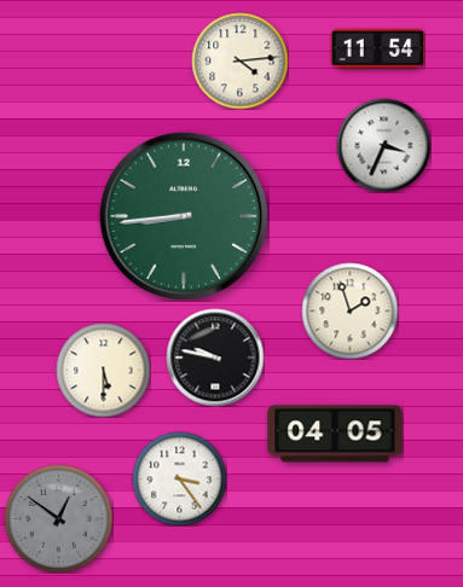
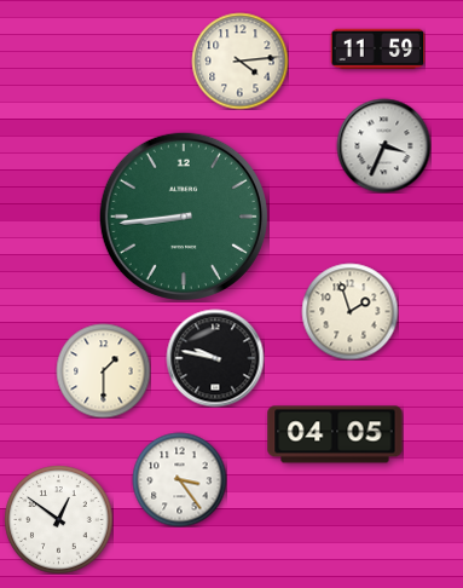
clock at (377, 50): 11:54 -> 11:59
clock at (103, 370): 5:30 -> 1:30
clock at (58, 518) dial: grey -> white
